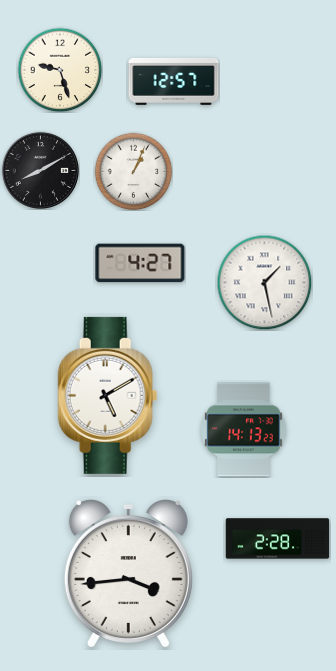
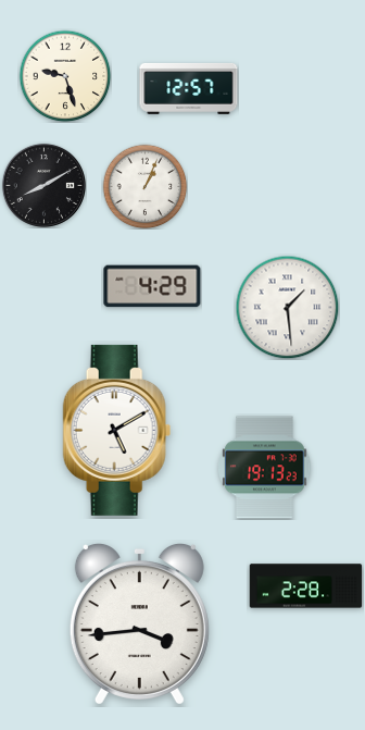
clock at (140, 263): 4:27 -> 4:29
clock at (264, 282): 1:28 -> 1:29
clock at (244, 430): 14:13 -> 19:13
clock at (278, 539) position: (278, 539) -> (306, 586)
